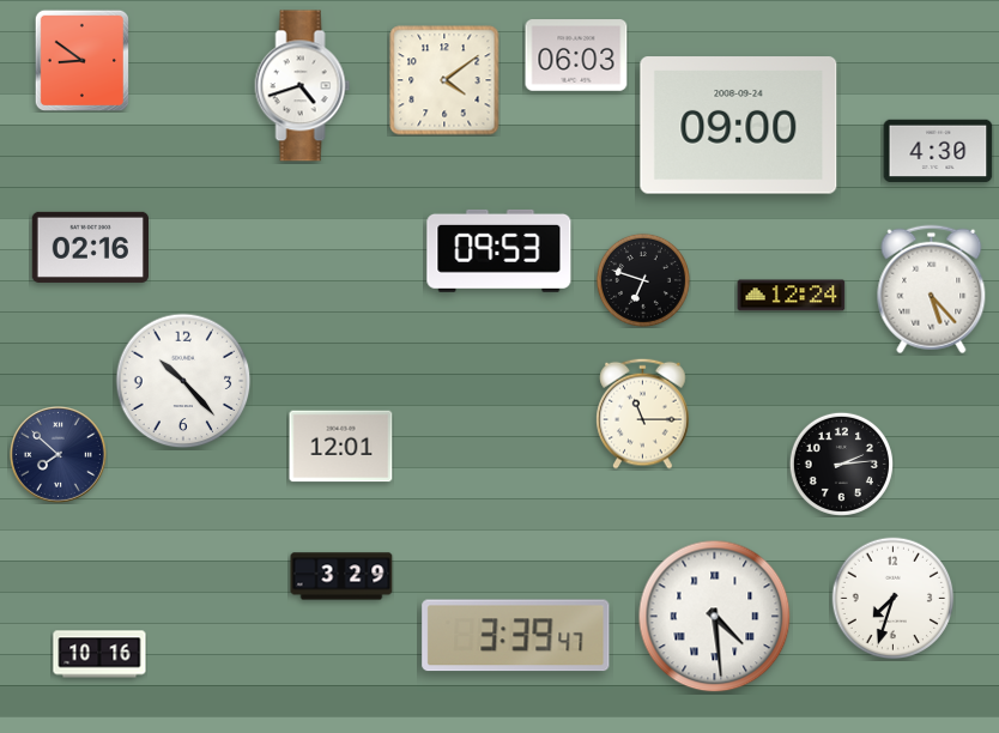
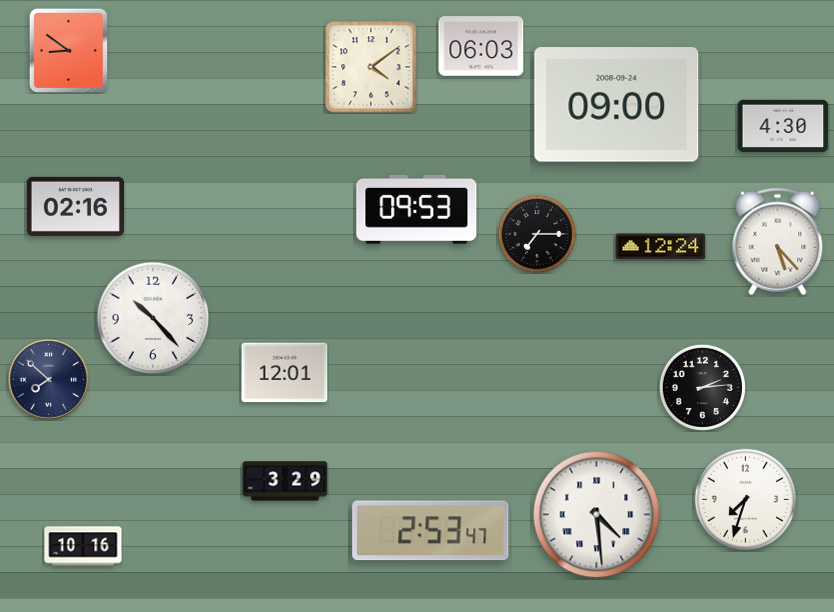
clock at (303, 86): 4:42 -> none
clock at (643, 280): 6:48 -> 7:15
clock at (643, 413): 11:15 -> none
clock at (516, 636): 3:39 -> 2:53
